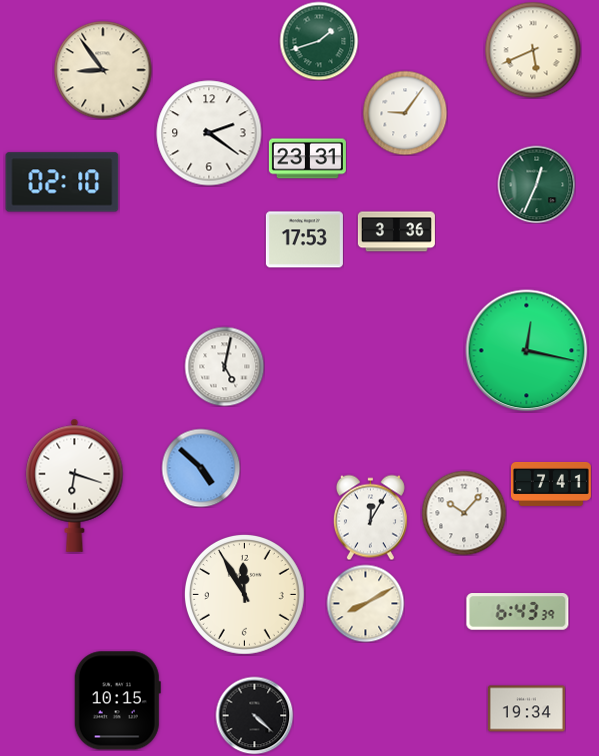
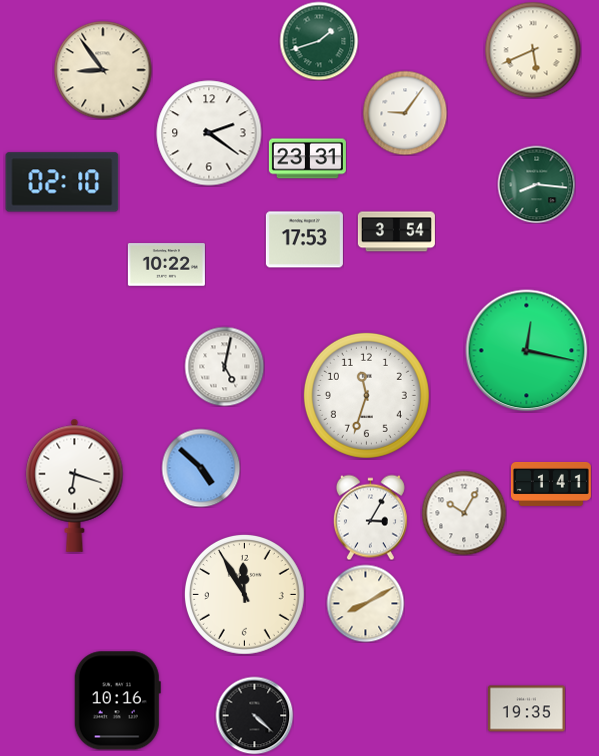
clock at (536, 184): 12:34 -> 8:16
clock at (396, 232): 3:36 -> 3:54
clock at (166, 265): none -> 10:22
clock at (366, 395): none -> 11:33
clock at (551, 484): 7:41 -> 1:41
clock at (464, 513): 10:07 -> 10:05
clock at (370, 517): 12:05 -> 3:05
clock at (518, 612): 6:43 -> none
clock at (117, 701): 10:15 -> 10:16
clock at (526, 709): 19:34 -> 19:35
